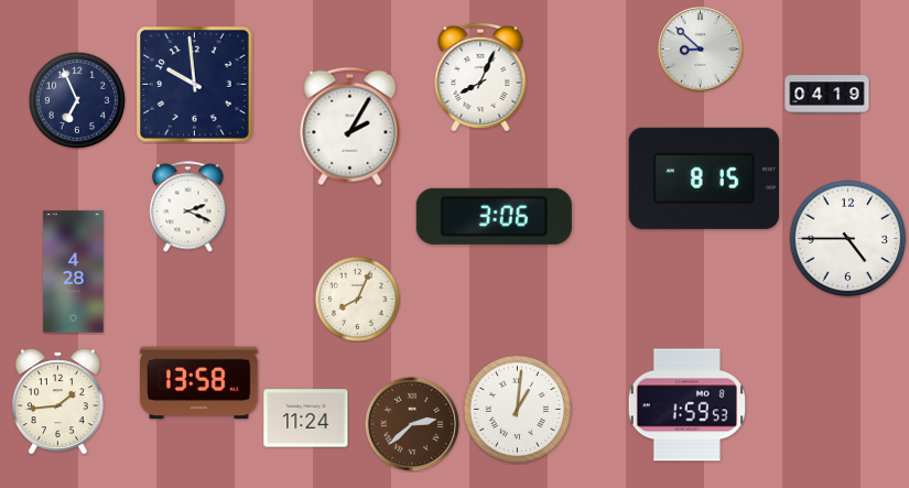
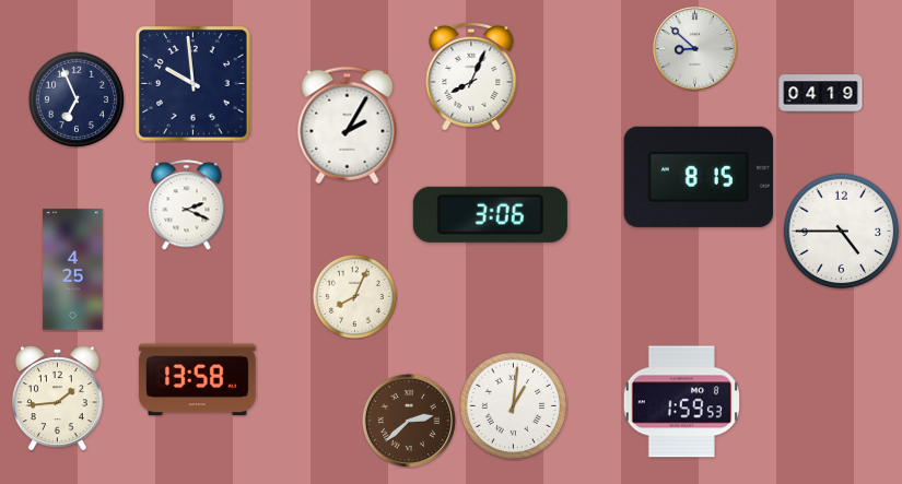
clock at (480, 77) position: (480, 77) -> (471, 76)
clock at (848, 239) position: (848, 239) -> (842, 232)
clock at (74, 272): 4:28 -> 4:25
clock at (306, 419): 11:24 -> none
